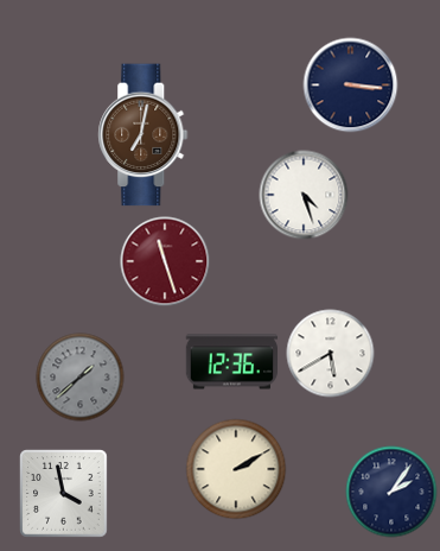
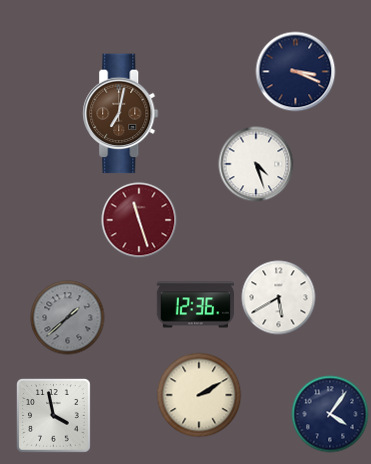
clock at (351, 85): 3:16 -> 3:19
clock at (391, 492): 2:06 -> 4:06
